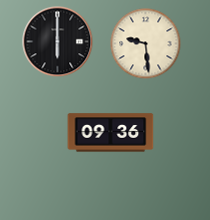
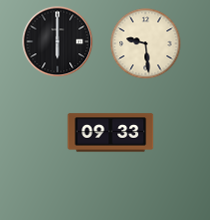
clock at (111, 133): 09:36 -> 09:33
